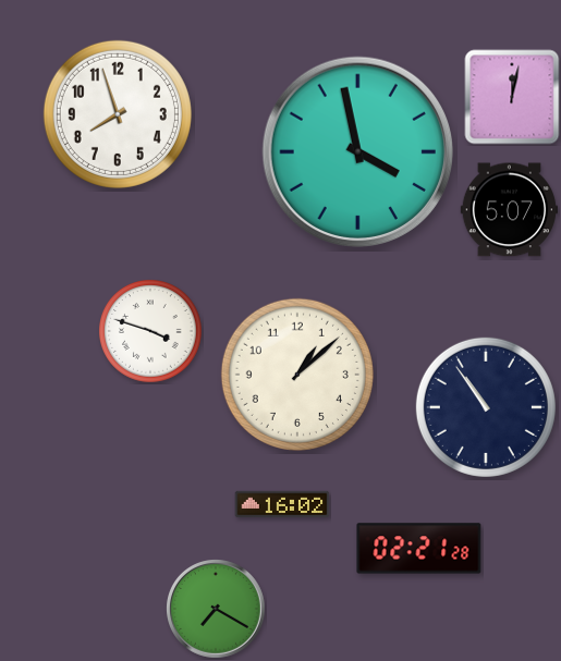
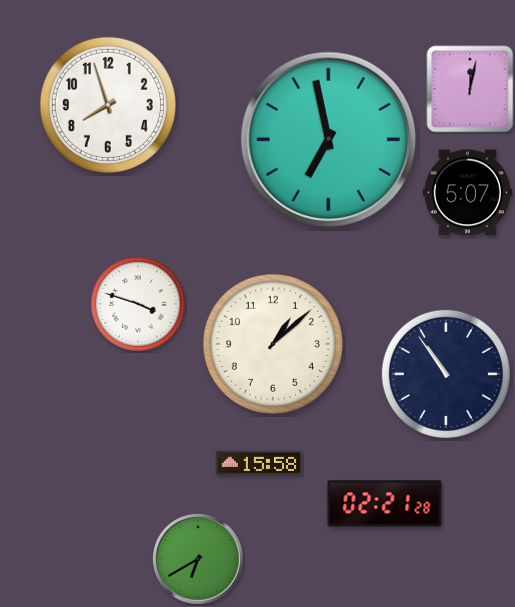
clock at (357, 151): 3:58 -> 6:58
clock at (282, 504): 16:02 -> 15:58
clock at (217, 610): 7:20 -> 6:40
